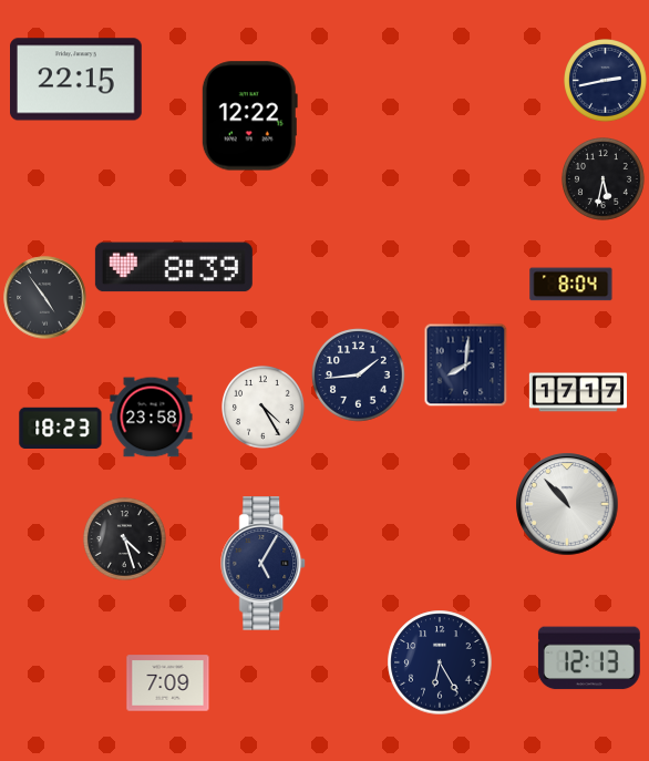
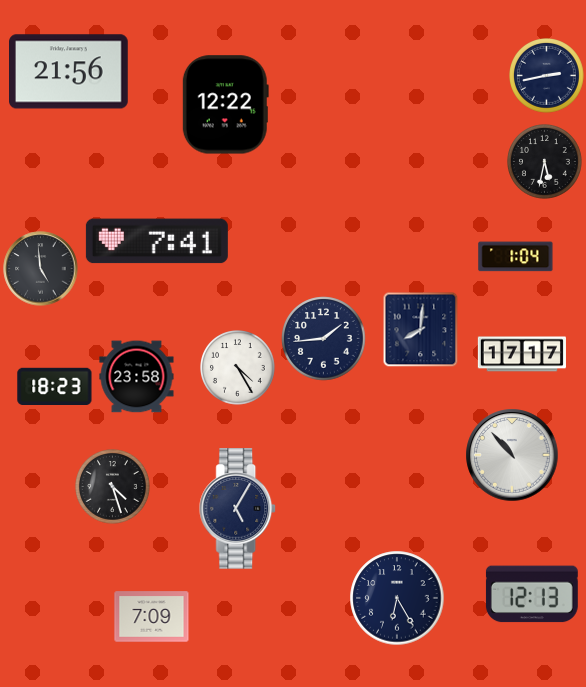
clock at (76, 80): 22:15 -> 21:56
clock at (606, 81) position: (606, 81) -> (547, 76)
clock at (174, 267): 8:39 -> 7:41
clock at (571, 285): 8:04 -> 1:04
clock at (45, 298): 4:54 -> 4:59
